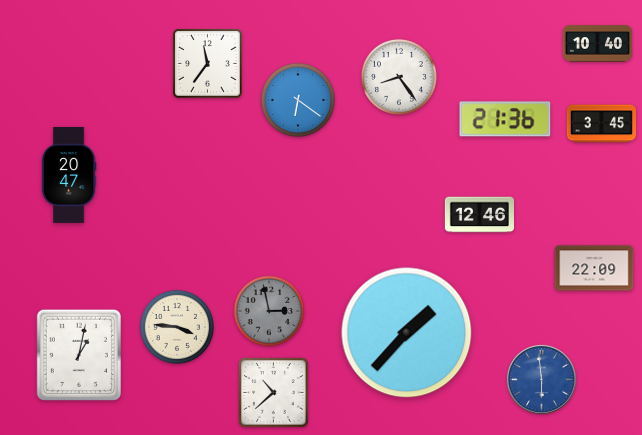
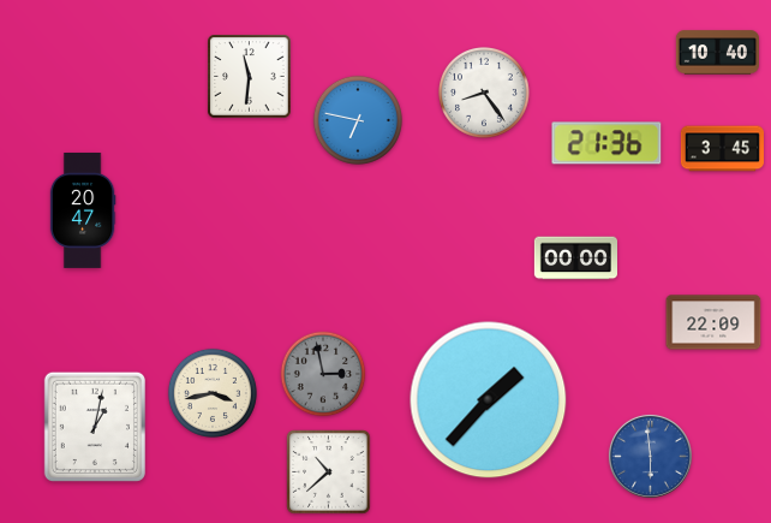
clock at (208, 64): 11:36 -> 11:31
clock at (400, 78) position: (400, 78) -> (485, 94)
clock at (298, 100): 6:21 -> 6:47
clock at (479, 215): 12:46 -> 00:00
clock at (177, 327): 3:46 -> 3:43
